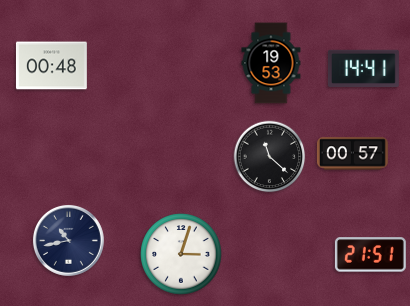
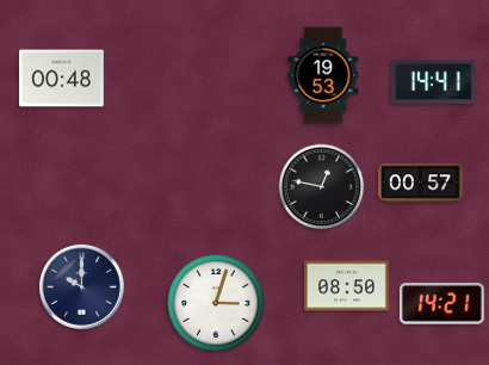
clock at (270, 157): 11:22 -> 12:47
clock at (68, 240): 10:43 -> 10:00
clock at (346, 286): none -> 08:50
clock at (370, 255): 21:51 -> 14:21
